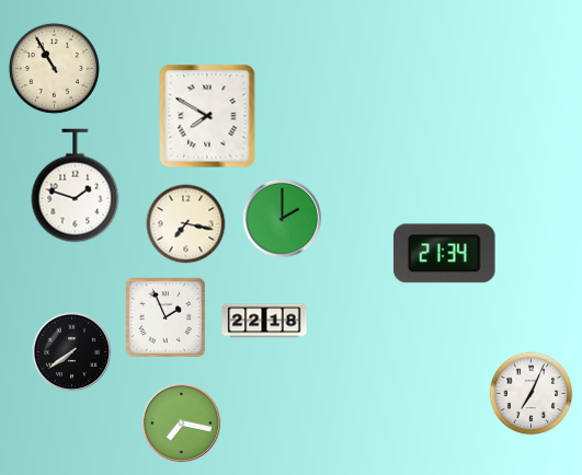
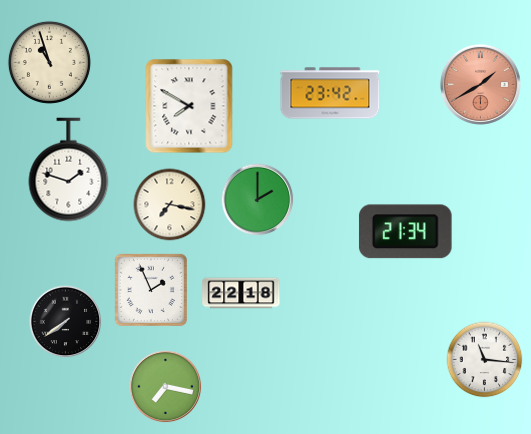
clock at (54, 68): 10:55 -> 10:57
clock at (480, 84): none -> 1:40
clock at (330, 93): none -> 23:42
clock at (532, 394): 7:04 -> 11:16
